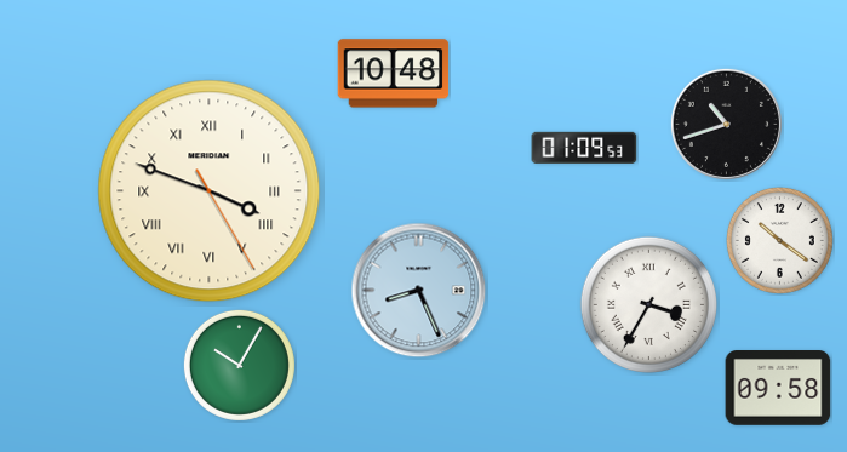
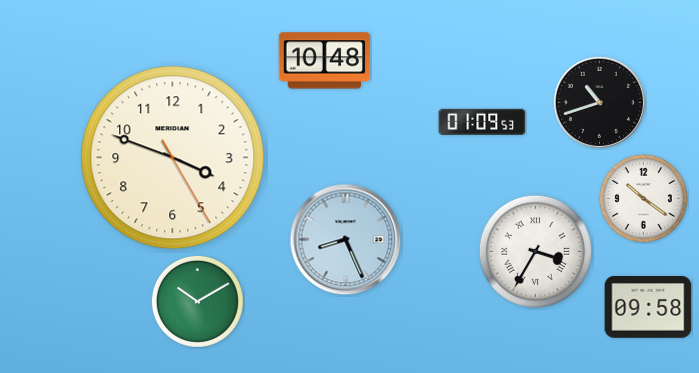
clock at (210, 191) numerals: Roman -> Arabic
clock at (239, 365): 10:05 -> 10:10
clock at (778, 388) position: (778, 388) -> (648, 307)
